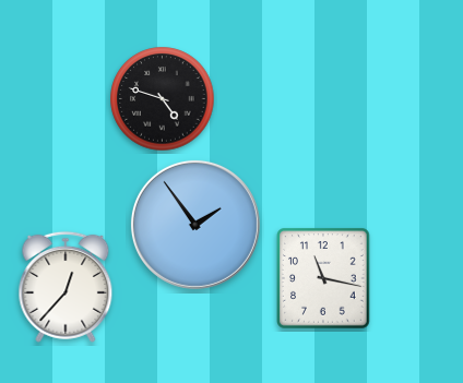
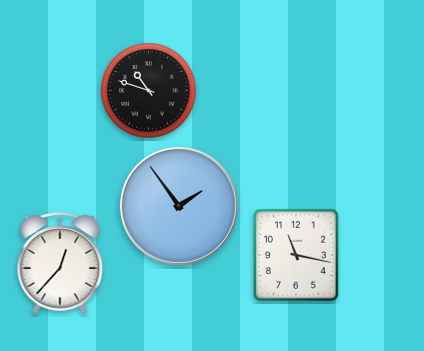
clock at (163, 99): 4:48 -> 10:48
